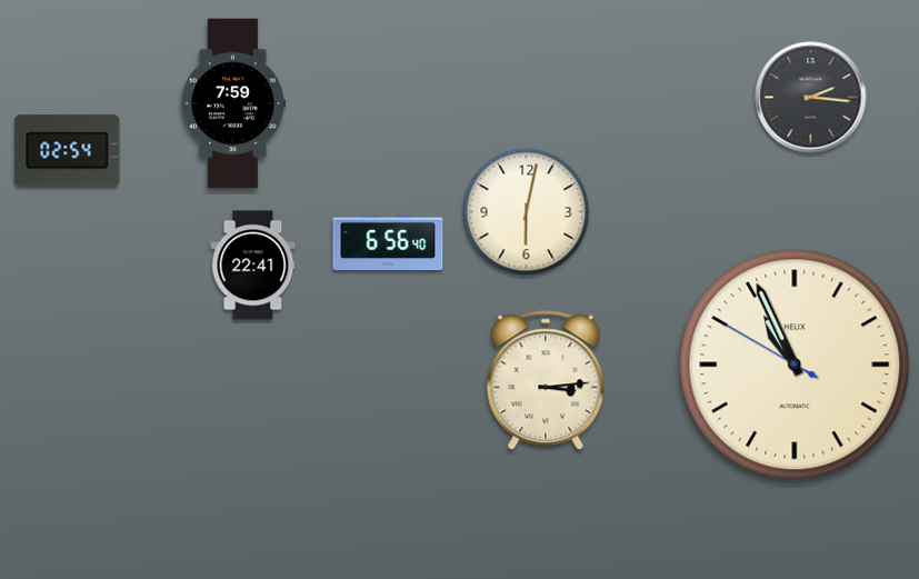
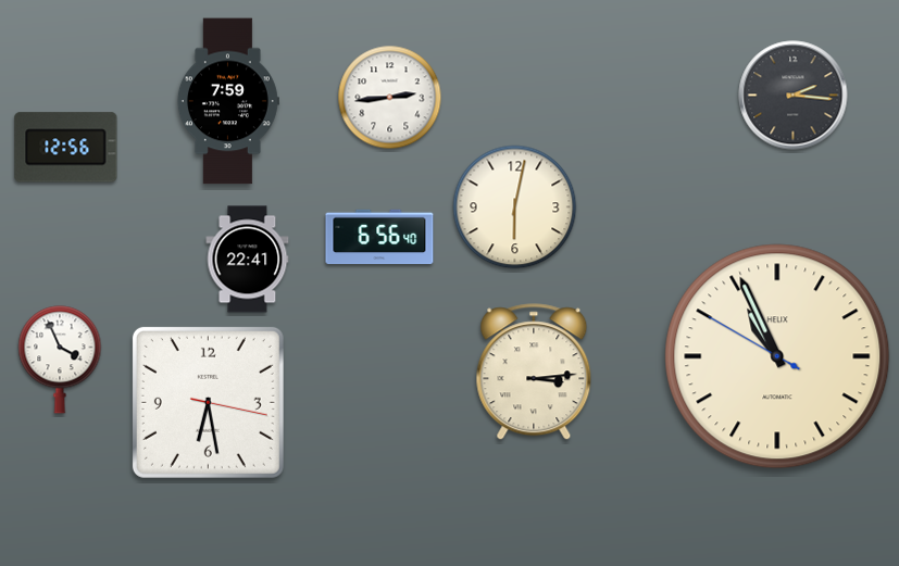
clock at (390, 98): none -> 2:44
clock at (68, 151): 02:54 -> 12:56
clock at (60, 360): none -> 3:56
clock at (208, 402): none -> 6:28
